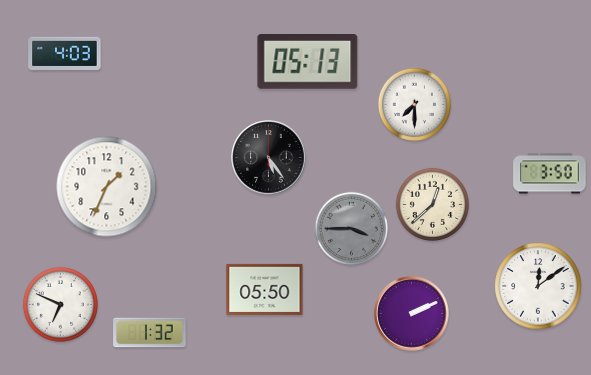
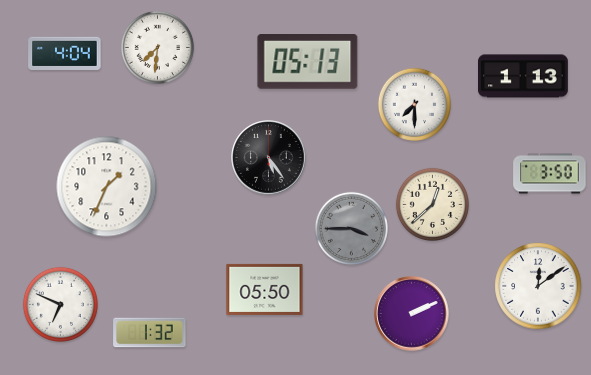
clock at (157, 47): none -> 7:31
clock at (65, 53): 4:03 -> 4:04
clock at (524, 76): none -> 1:13
